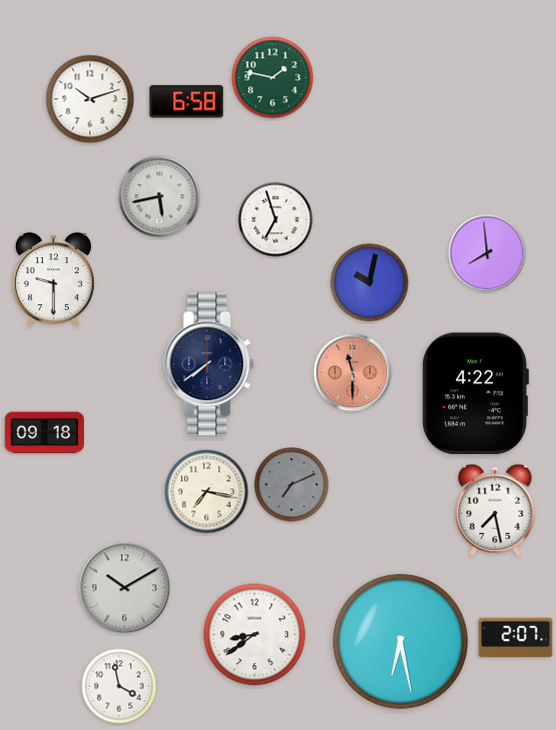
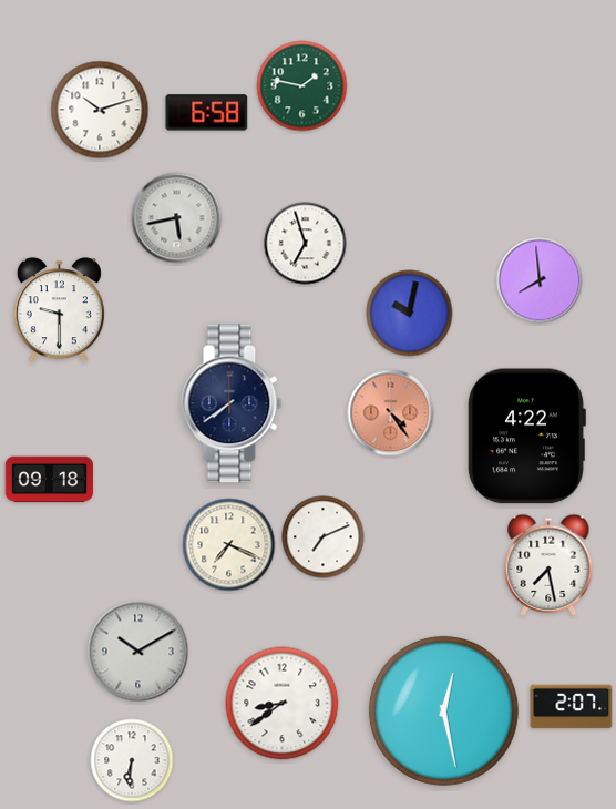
clock at (353, 373): 11:30 -> 4:24
clock at (292, 485) dial: grey -> white
clock at (207, 492): 7:17 -> 7:19
clock at (400, 641): 6:28 -> 12:28
clock at (119, 686): 3:58 -> 6:31
